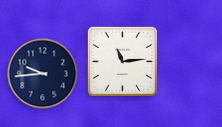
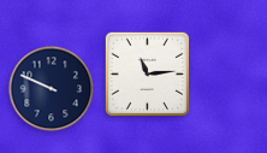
clock at (43, 74): 9:44 -> 9:49
